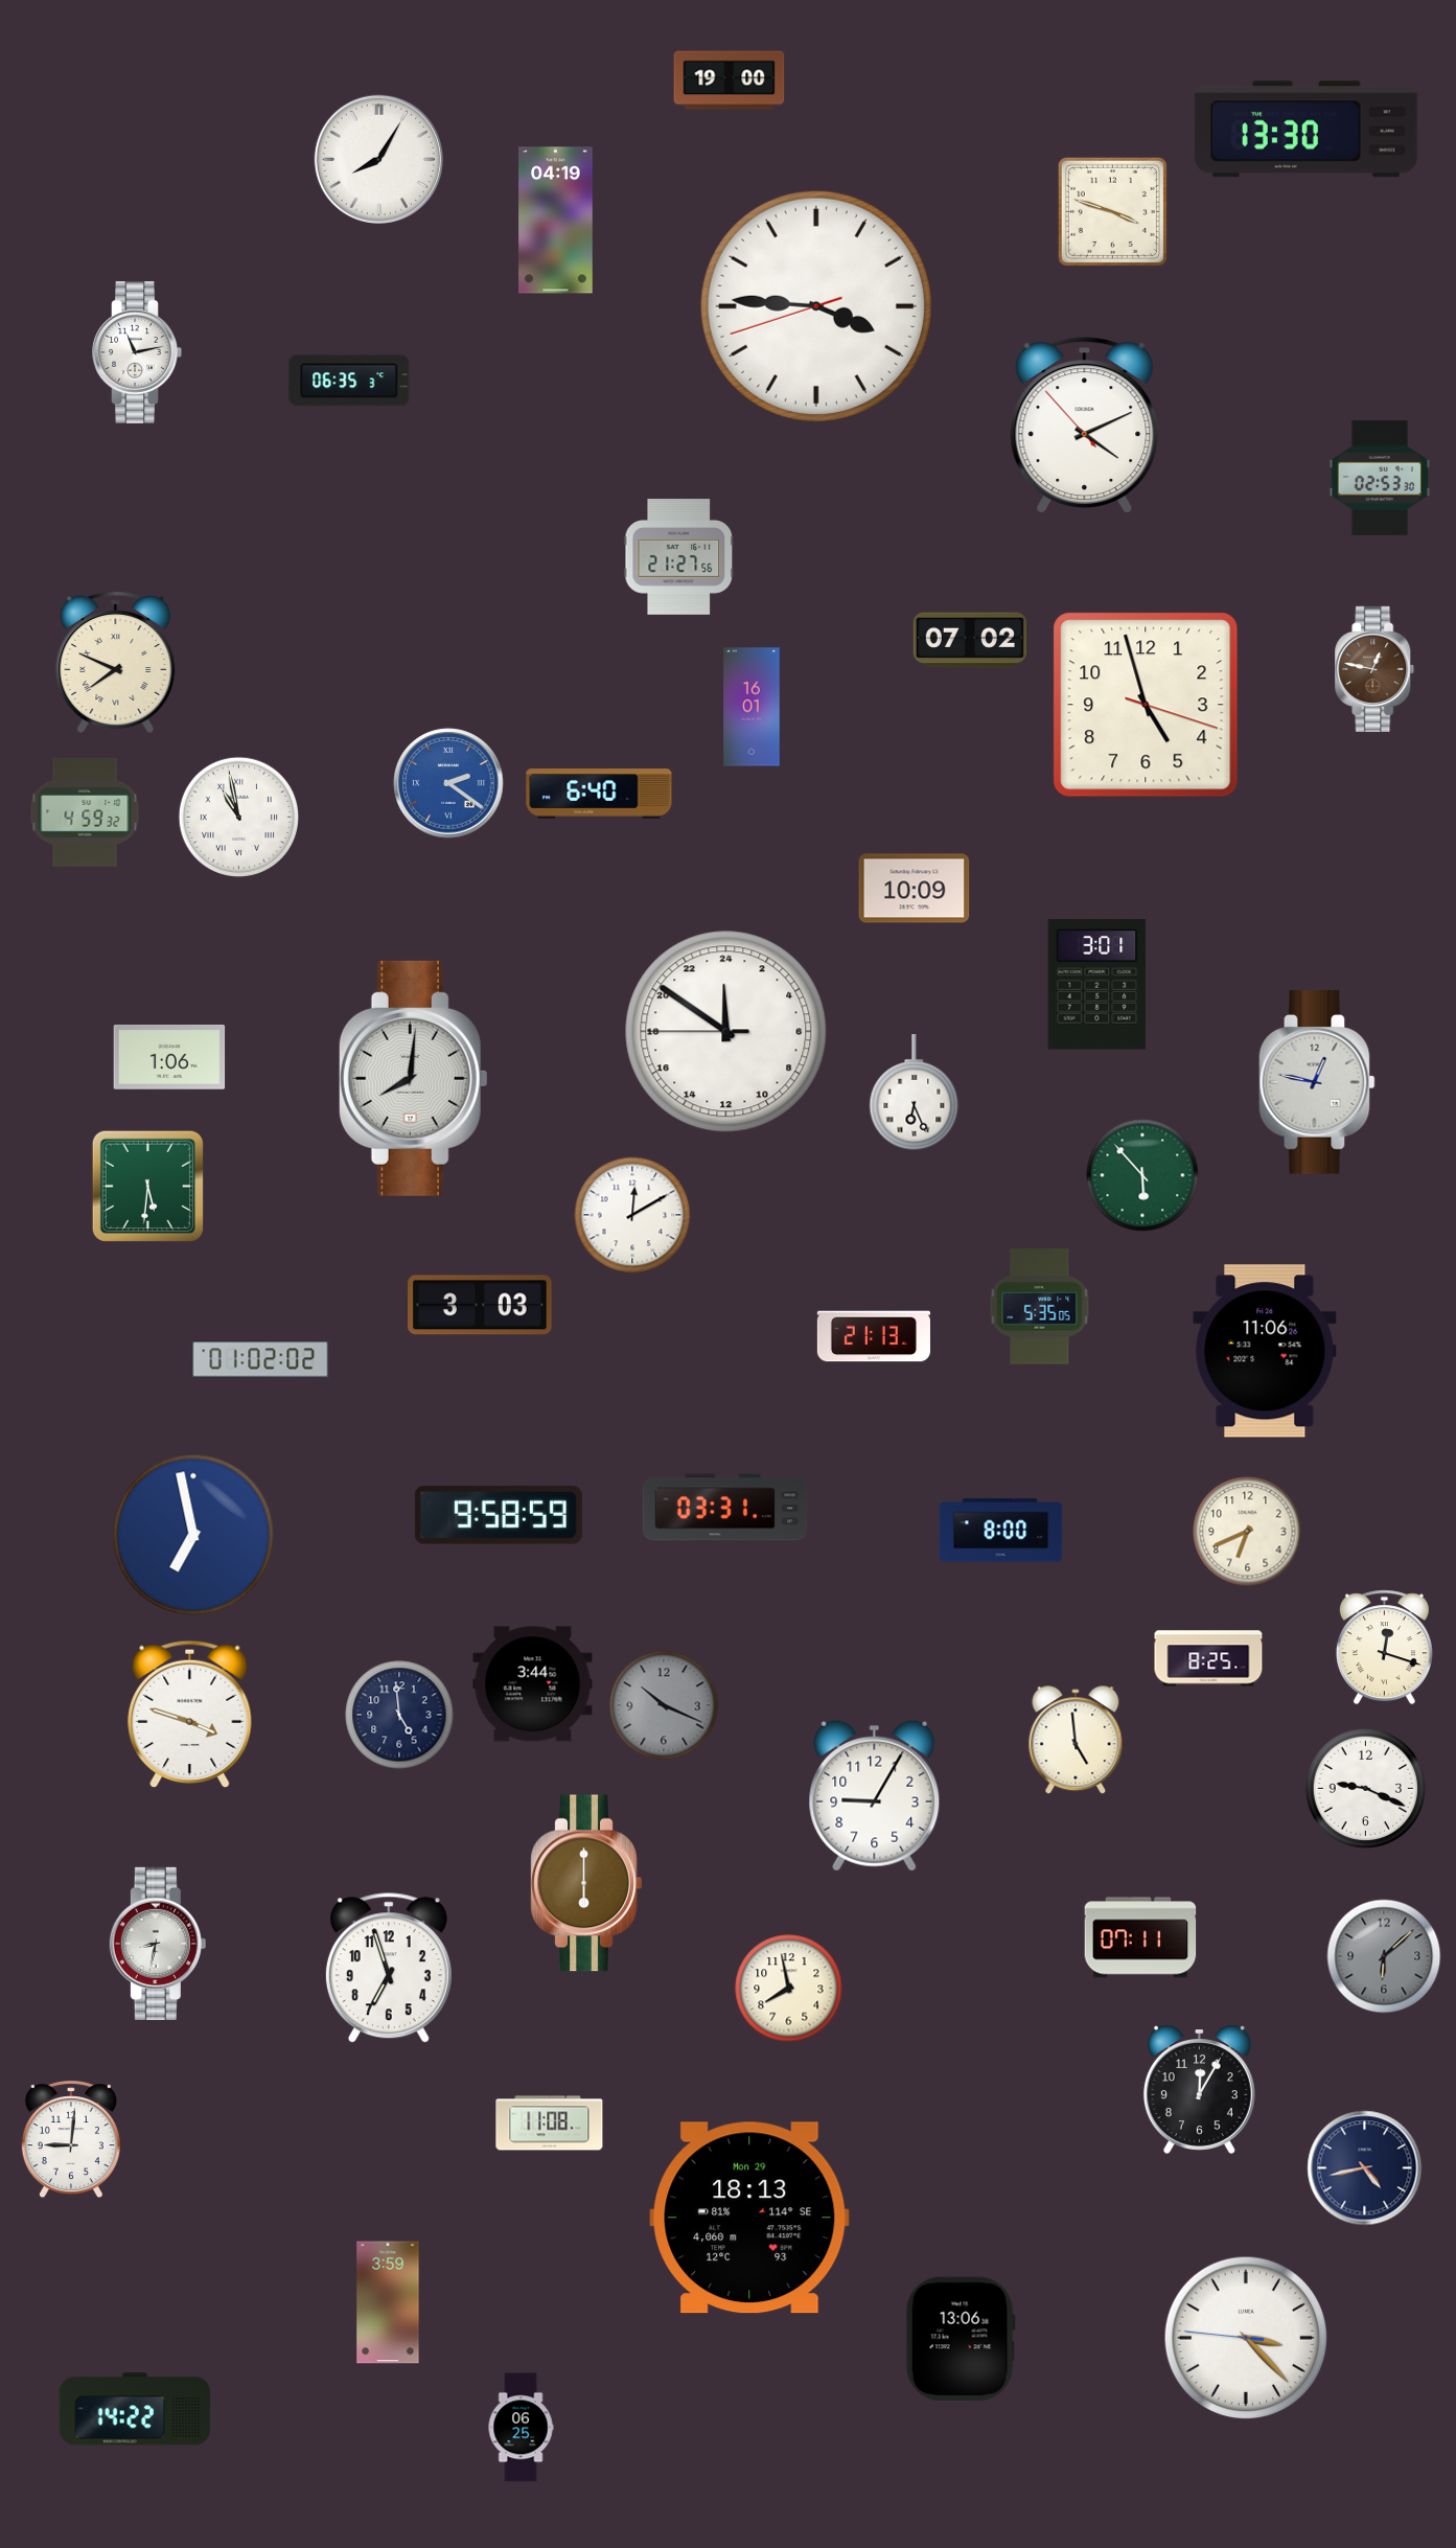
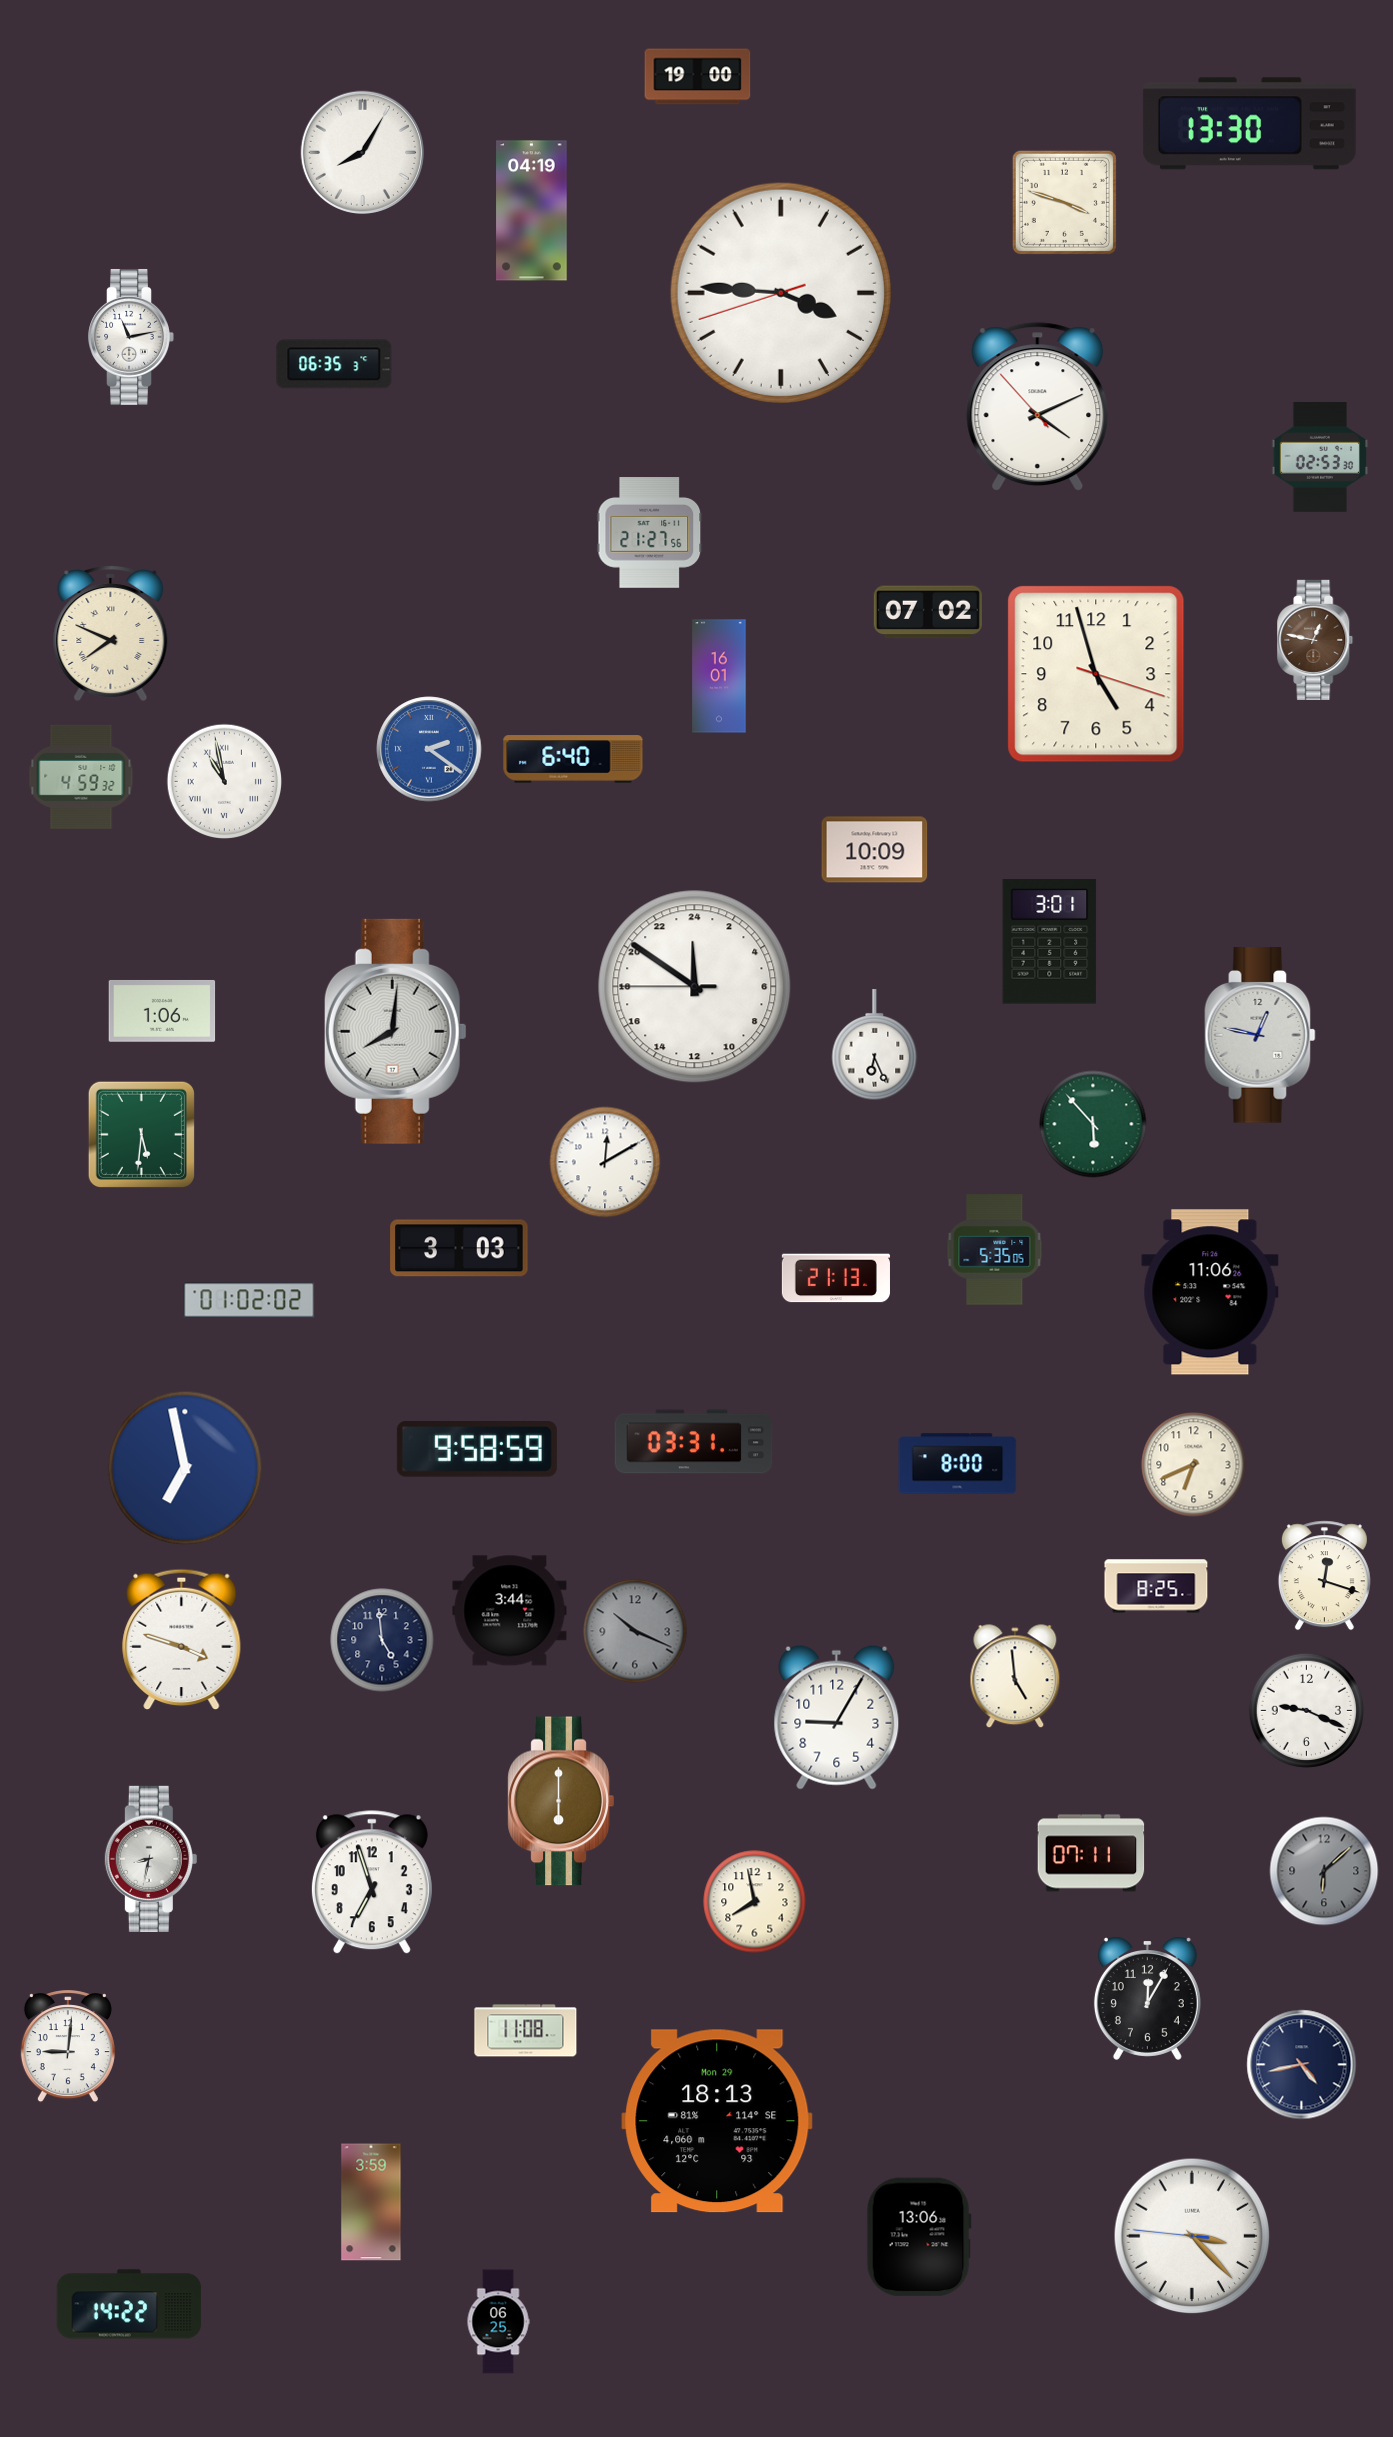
clock at (239, 818) position: (239, 818) -> (225, 782)
clock at (1076, 1741) position: (1076, 1741) -> (1015, 1677)
clock at (1365, 2168) position: (1365, 2168) -> (1302, 2065)
